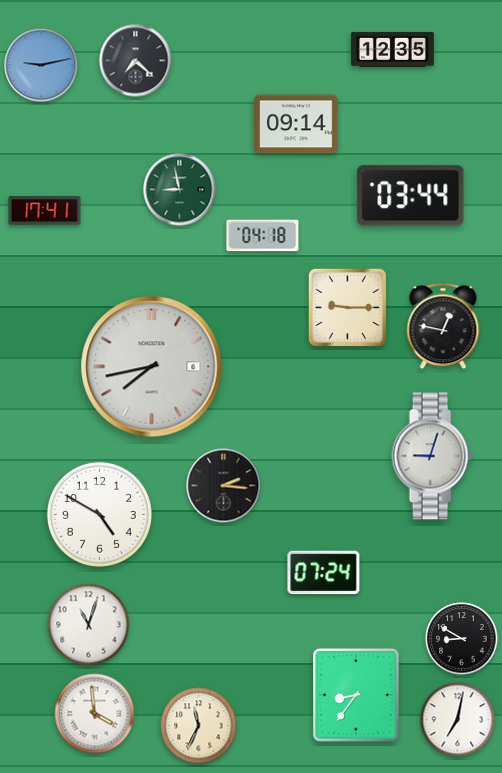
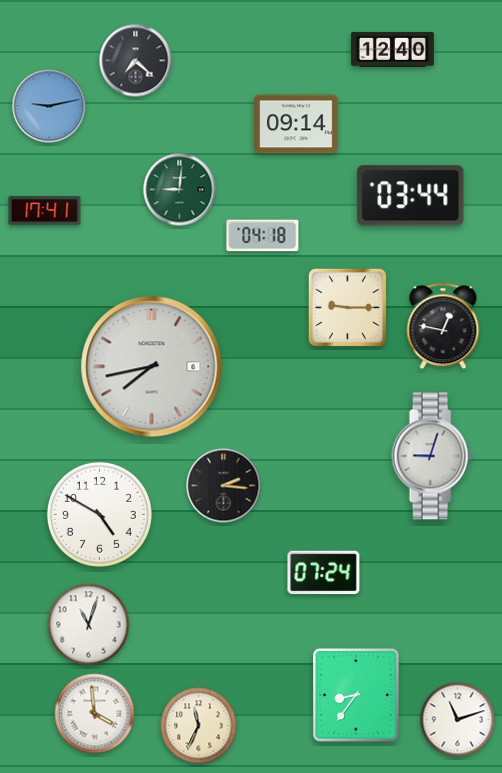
clock at (393, 49): 12:35 -> 12:40
clock at (41, 65) position: (41, 65) -> (49, 106)
clock at (180, 190): 8:58 -> 9:01
clock at (462, 639): 8:50 -> none
clock at (458, 720): 7:02 -> 11:12
